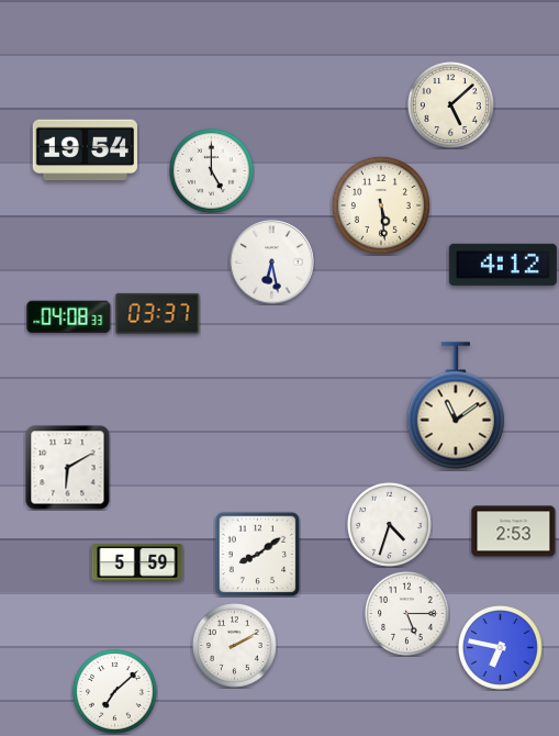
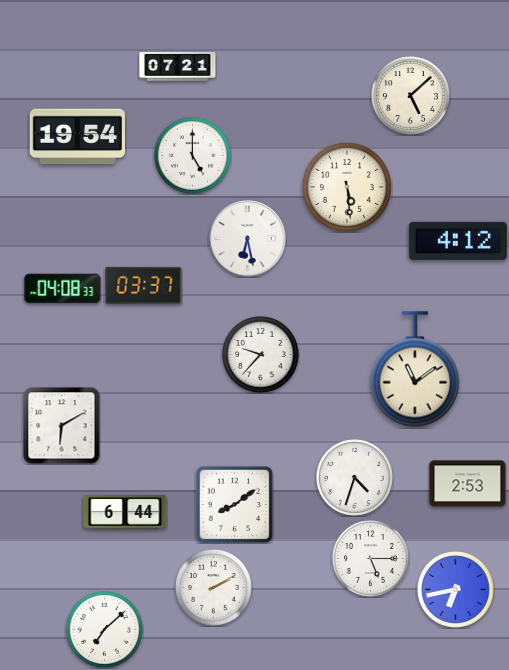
clock at (178, 67): none -> 07:21
clock at (261, 355): none -> 9:37
clock at (137, 564): 5:59 -> 6:44
clock at (501, 648): 6:47 -> 6:43
